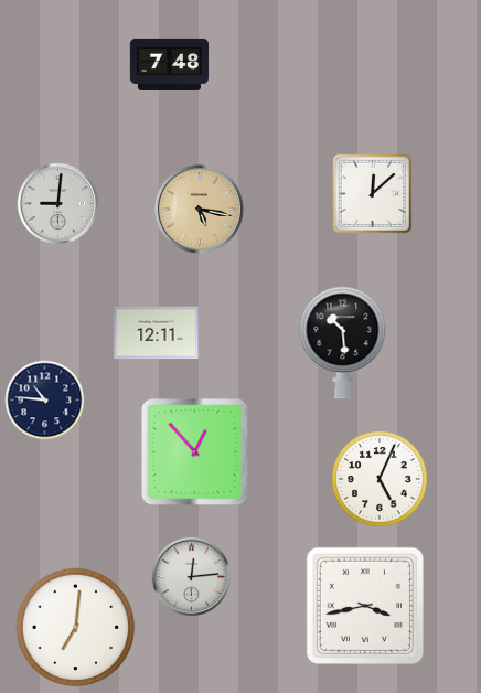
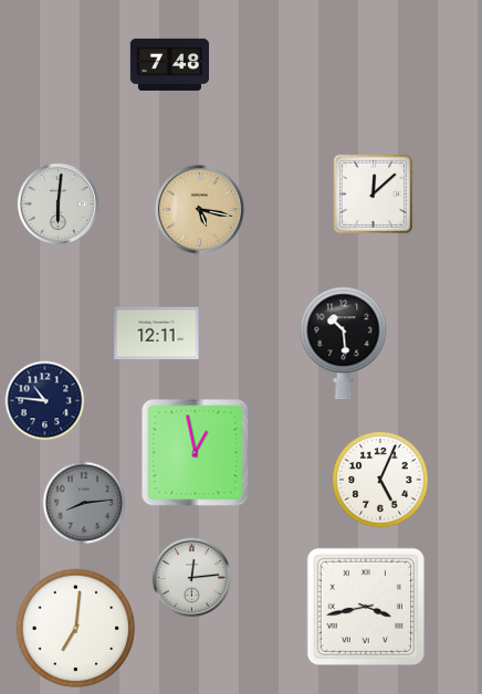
clock at (57, 203): 9:01 -> 6:01
clock at (195, 452): 12:53 -> 12:58
clock at (84, 503): none -> 8:14
